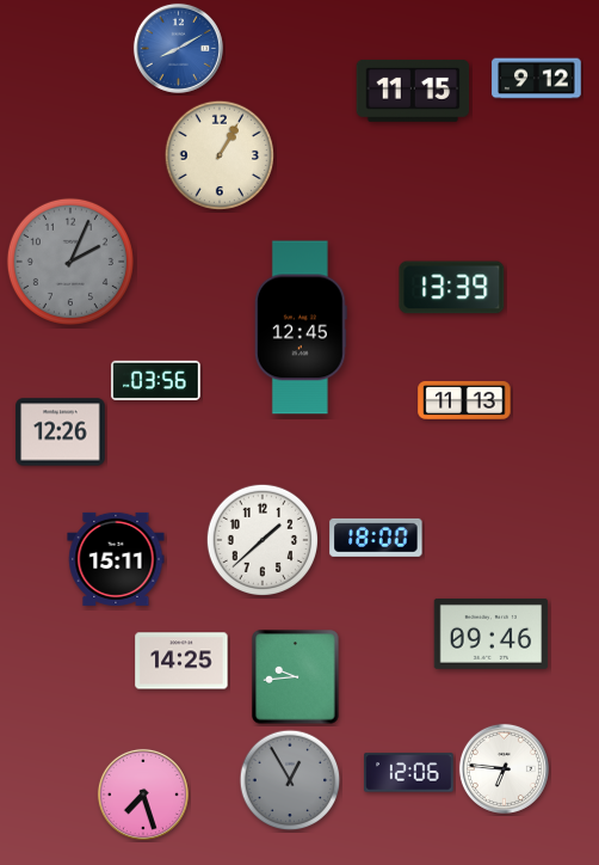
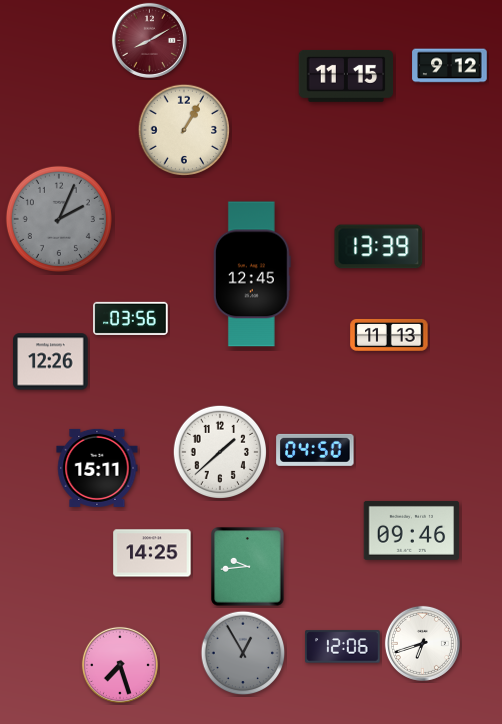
clock at (178, 48) dial: blue -> burgundy
clock at (452, 288) position: (452, 288) -> (379, 247)
clock at (376, 538): 18:00 -> 04:50
clock at (504, 768): 6:46 -> 6:42
